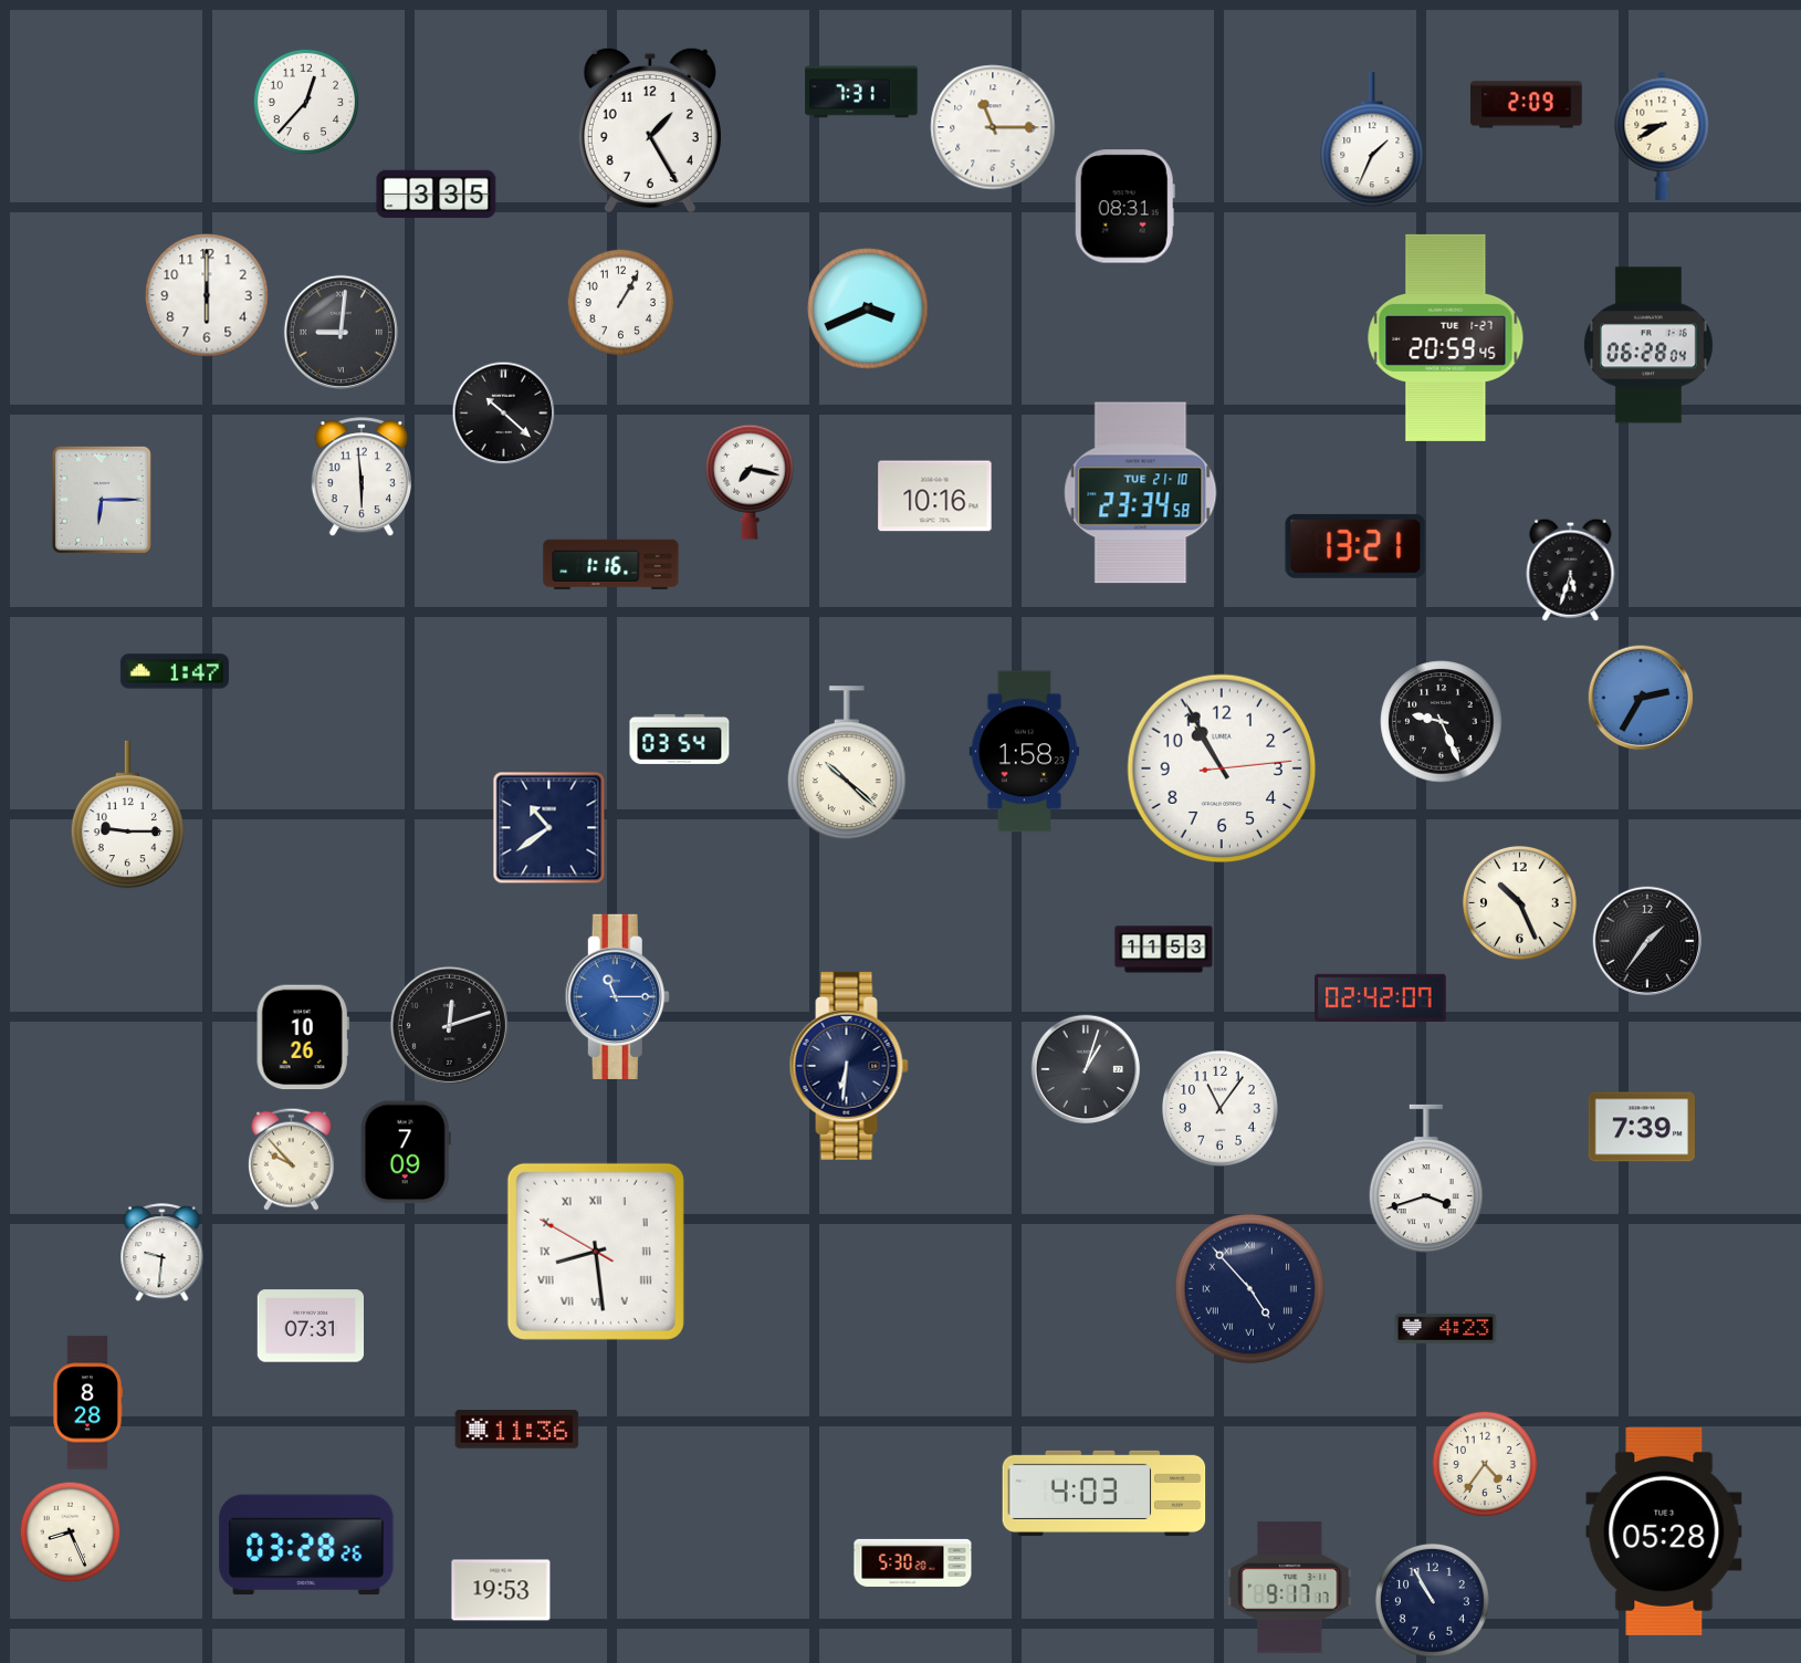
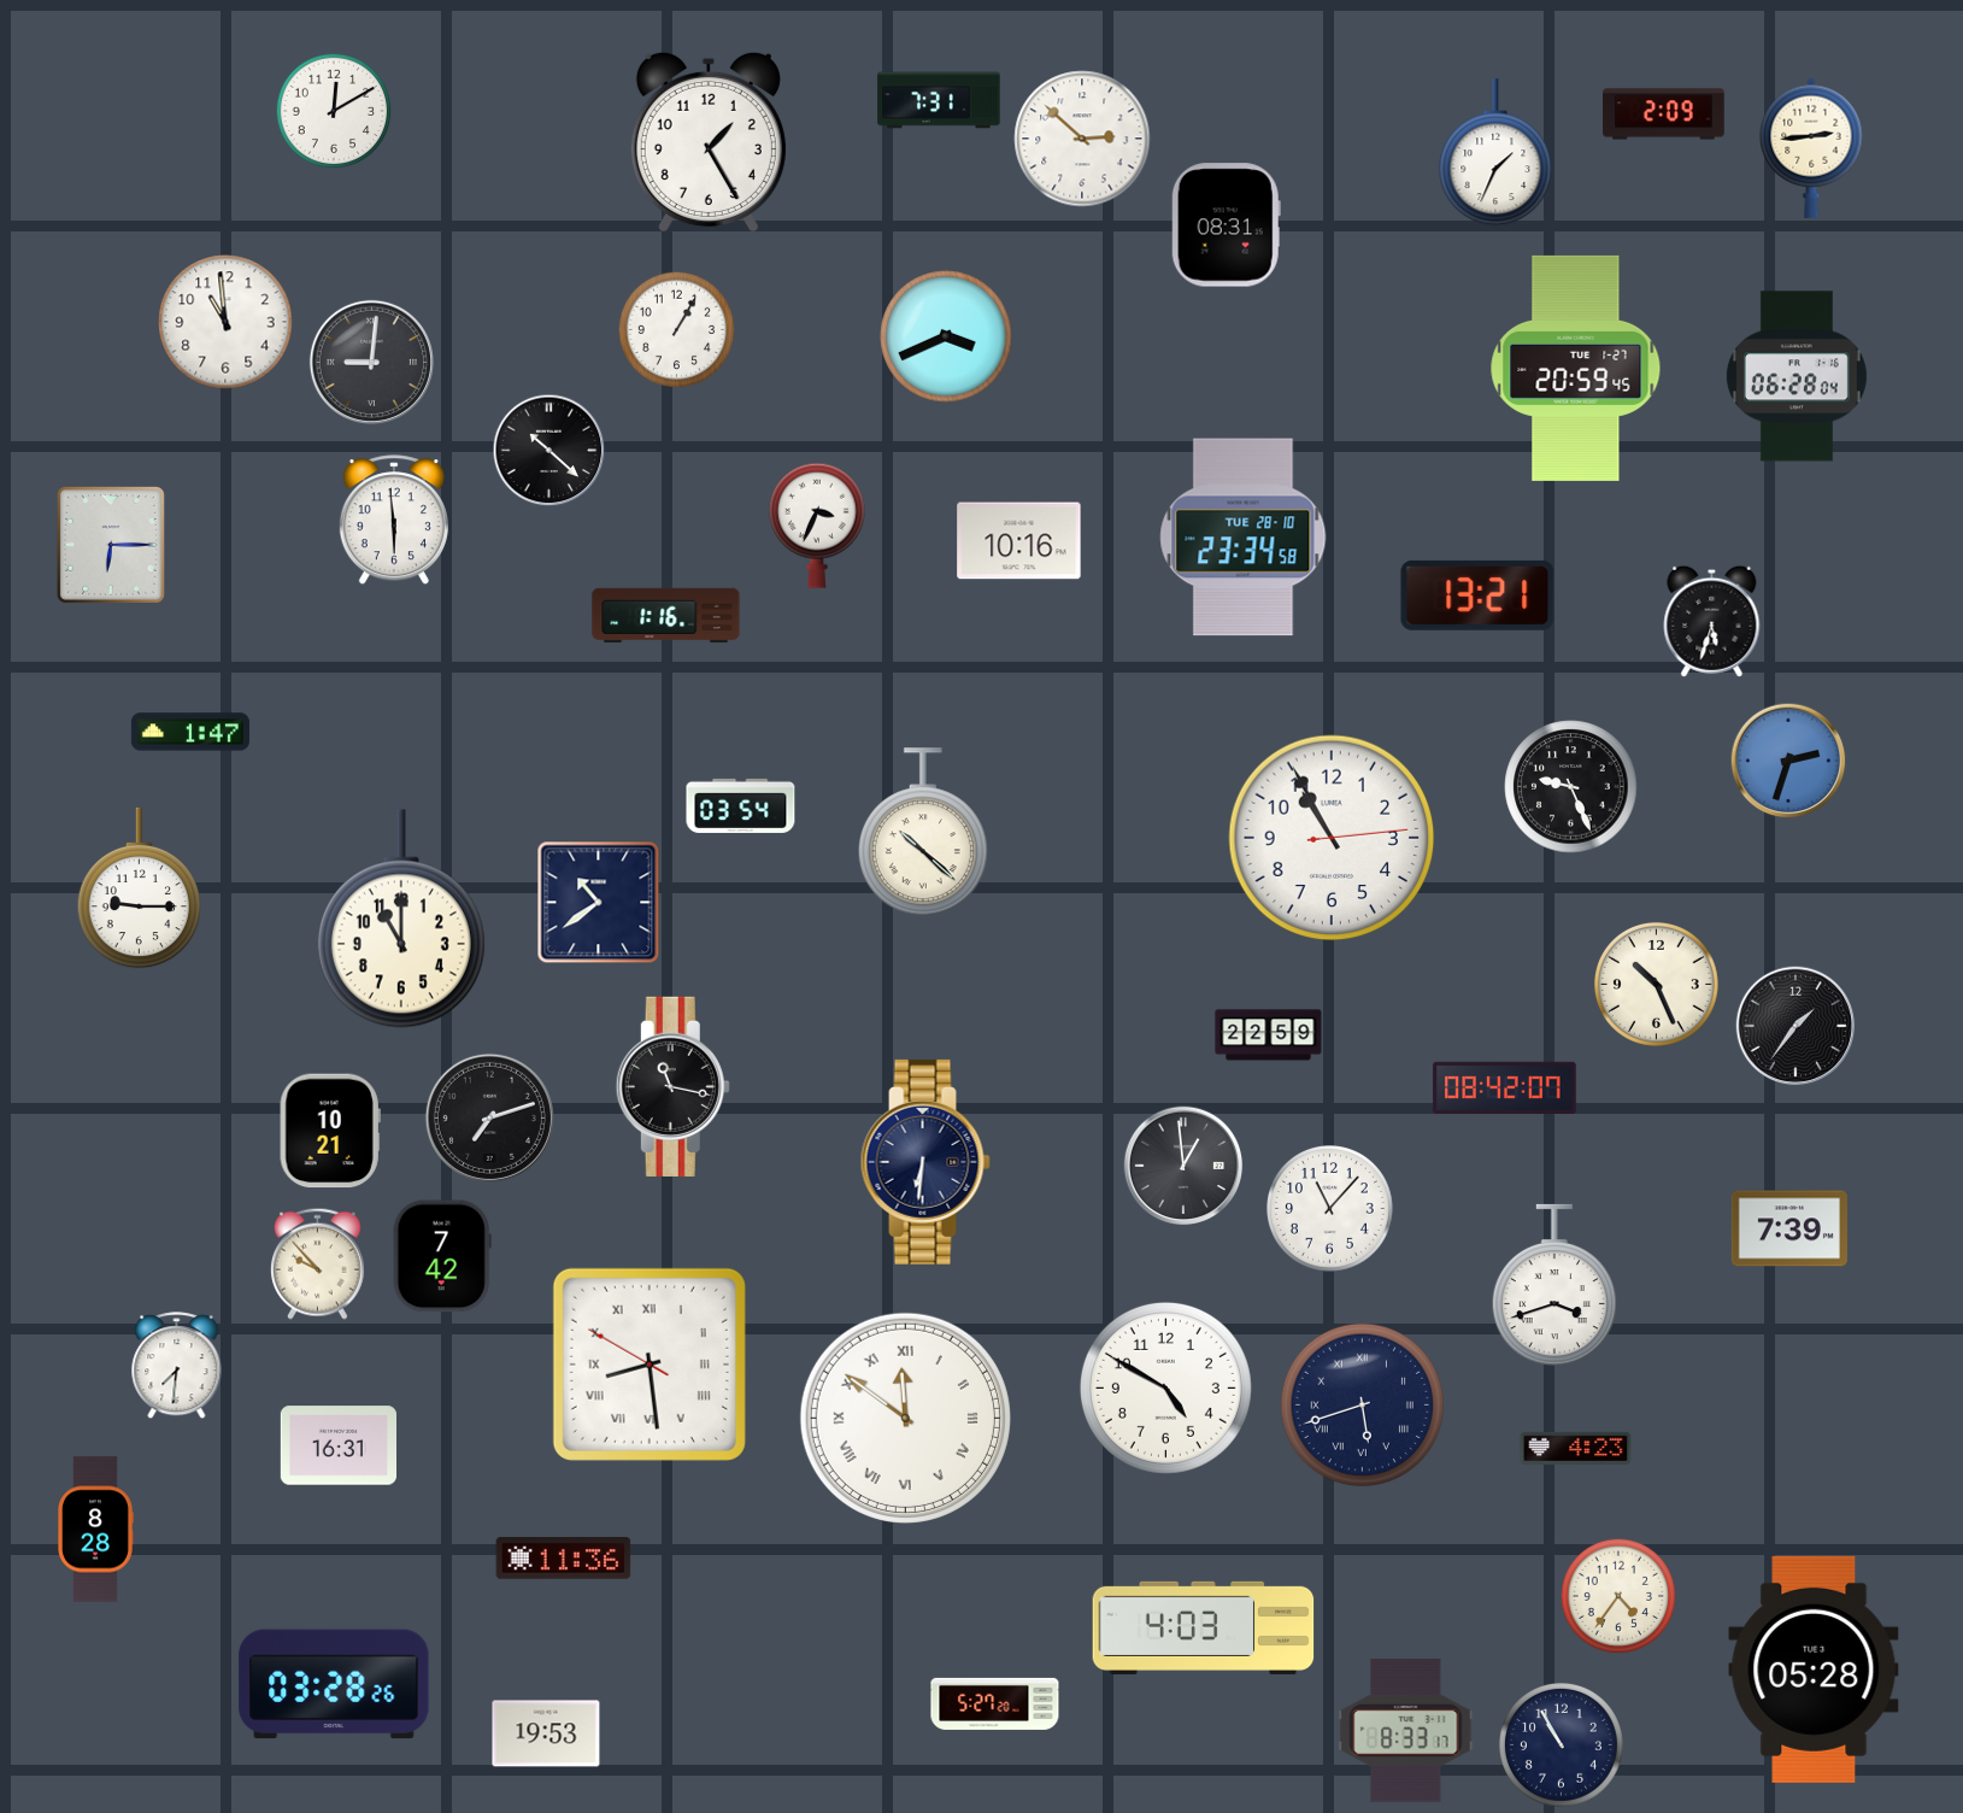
clock at (306, 102): 12:37 -> 12:10
clock at (993, 127): 11:15 -> 2:52
clock at (1662, 136): 8:40 -> 2:44
clock at (437, 195): 3:35 -> none
clock at (207, 295): 6:00 -> 10:59
clock at (750, 482): 7:17 -> 3:34
clock at (1141, 493) date: TUE 21-10 -> TUE 28-10
clock at (1641, 698): 2:35 -> 2:33
clock at (1024, 752): 1:58 -> none
clock at (401, 919): none -> 11:00
clock at (1164, 950): 11:53 -> 22:59
clock at (617, 996): 11:15 -> 11:17
clock at (617, 996) dial: blue -> black
clock at (1381, 997): 02:42 -> 08:42
clock at (449, 1025): 12:12 -> 7:12
clock at (303, 1037): 10:26 -> 10:21
clock at (1086, 1069): 1:03 -> 12:59
clock at (1221, 1109): 11:06 -> 11:07
clock at (406, 1152): 7:09 -> 7:42
clock at (163, 1253): 9:31 -> 7:31
clock at (1165, 1387): none -> 4:50
clock at (1249, 1288): 4:53 -> 5:42
clock at (905, 1418): none -> 11:51
clock at (310, 1326): 07:31 -> 16:31
clock at (71, 1533): 8:26 -> none
clock at (913, 1562): 5:30 -> 5:27
clock at (1290, 1588): 9:17 -> 8:33
